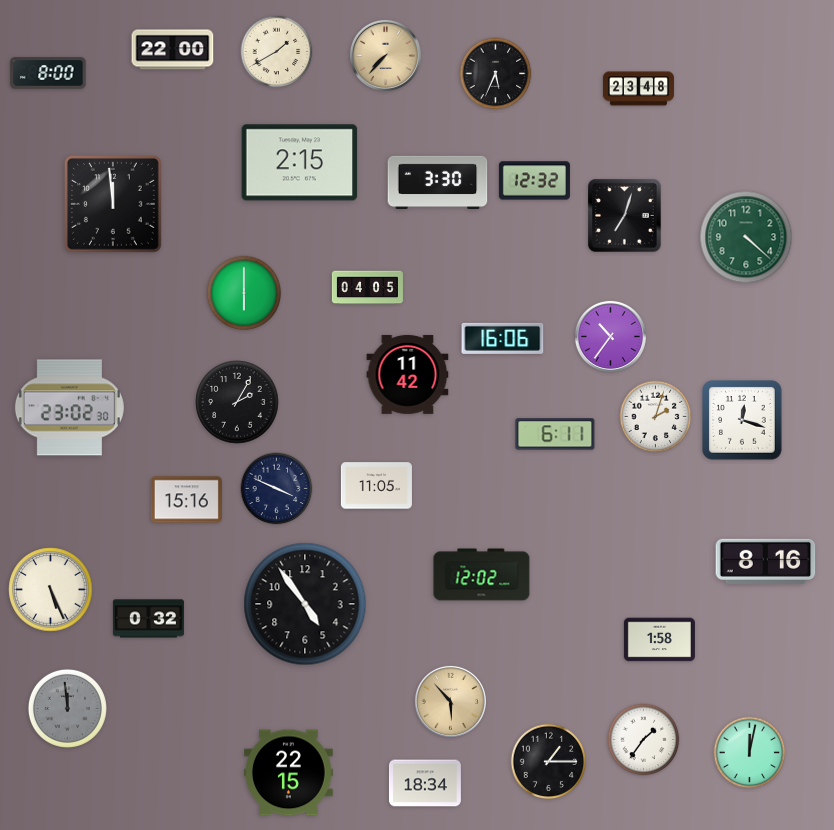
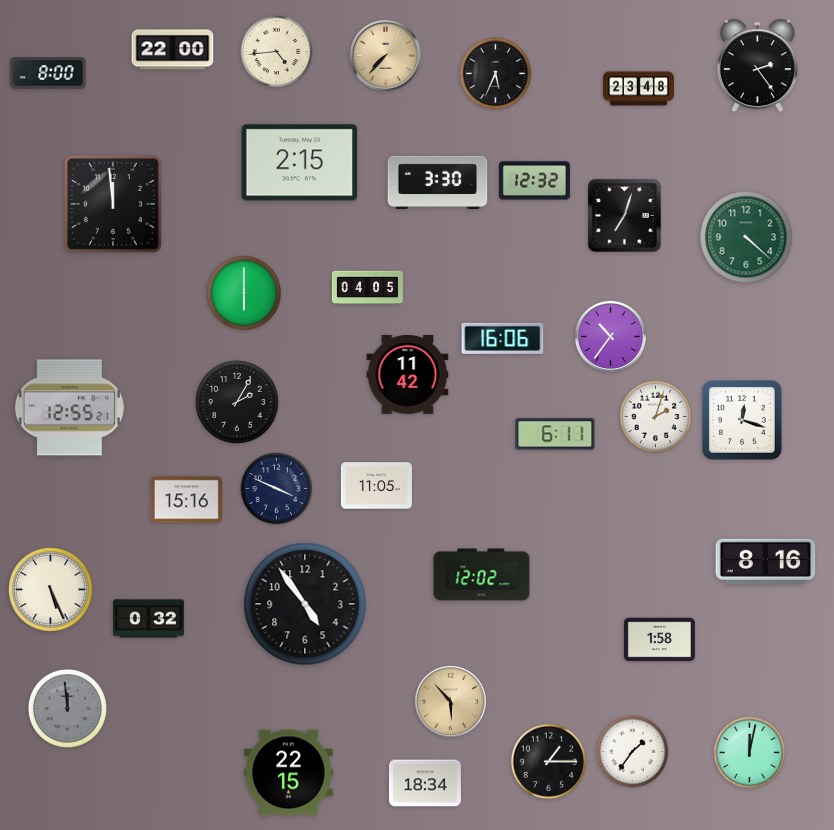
clock at (277, 52): 1:40 -> 4:44
clock at (757, 66): none -> 2:24
clock at (69, 408): 23:02 -> 12:55
clock at (644, 740) position: (644, 740) -> (633, 752)
